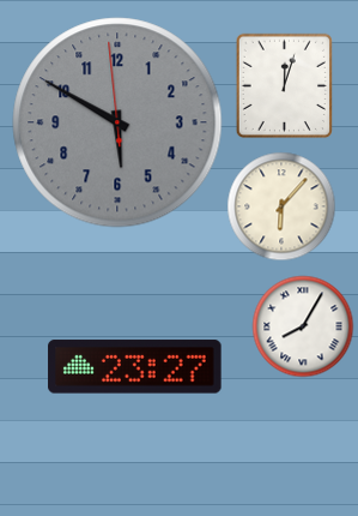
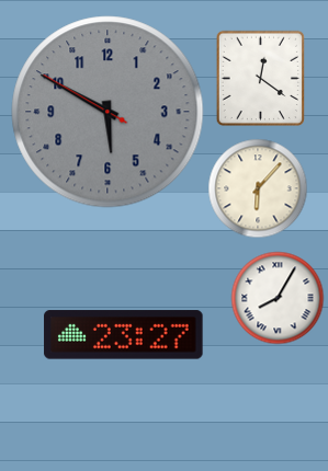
clock at (284, 85): 12:03 -> 12:21
clock at (117, 122): 5:49:59 -> 5:49:50
